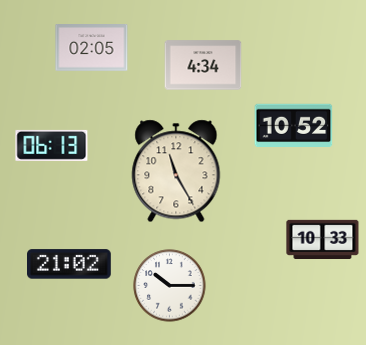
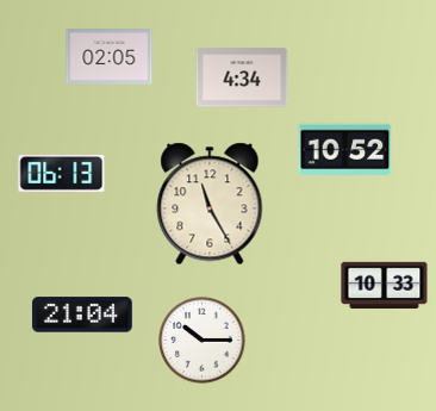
clock at (294, 126) position: (294, 126) -> (345, 150)
clock at (70, 264): 21:02 -> 21:04
